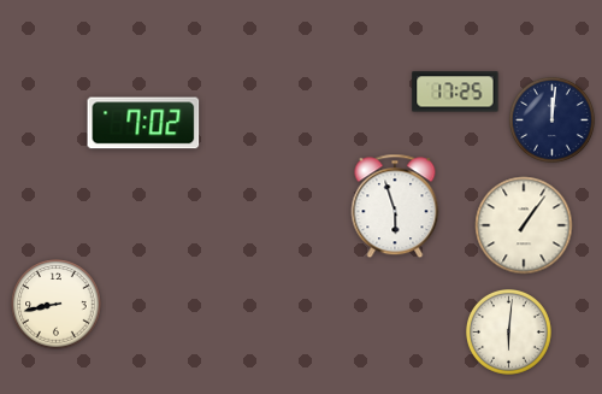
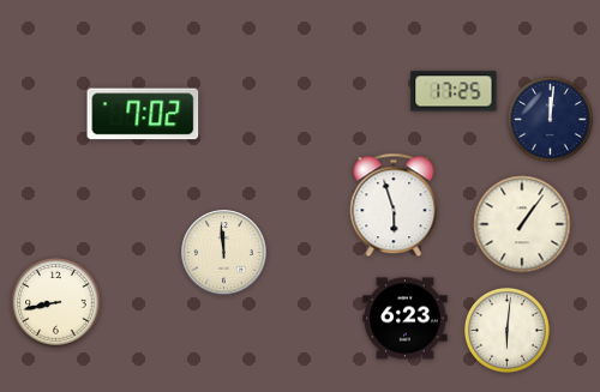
clock at (143, 123) position: (143, 123) -> (143, 114)
clock at (224, 253): none -> 11:59
clock at (406, 319): none -> 6:23
